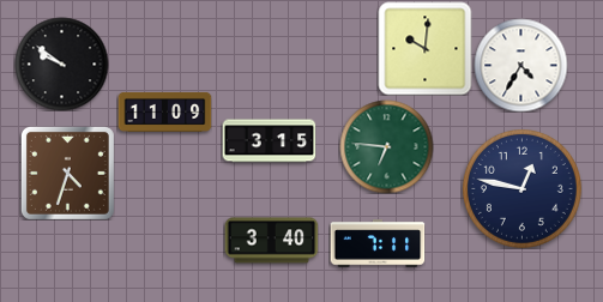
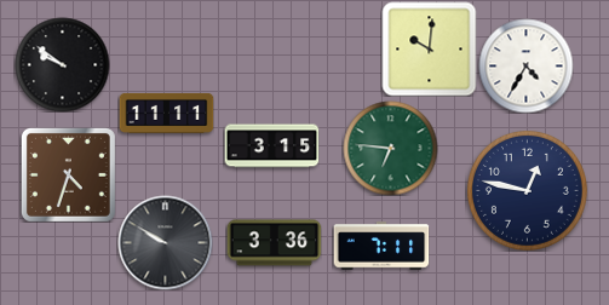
clock at (164, 111): 11:09 -> 11:11
clock at (269, 141) position: (269, 141) -> (271, 146)
clock at (165, 242): none -> 9:50
clock at (271, 241): 3:40 -> 3:36
